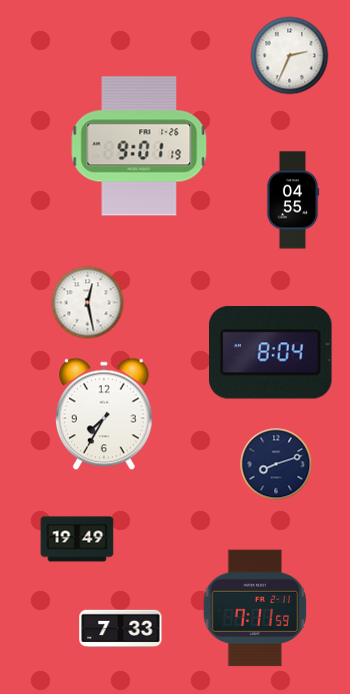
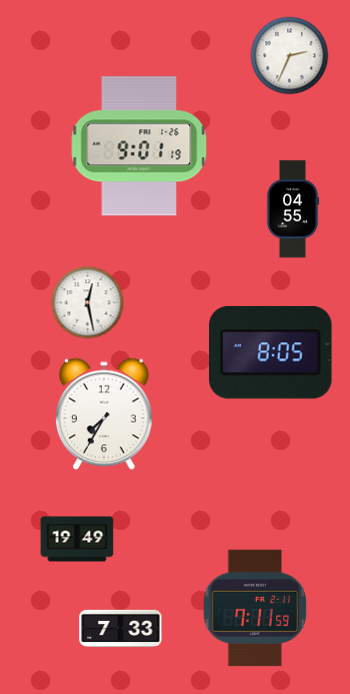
clock at (293, 200) position: (293, 200) -> (293, 209)
clock at (271, 353): 8:04 -> 8:05
clock at (276, 464): 8:12 -> none
